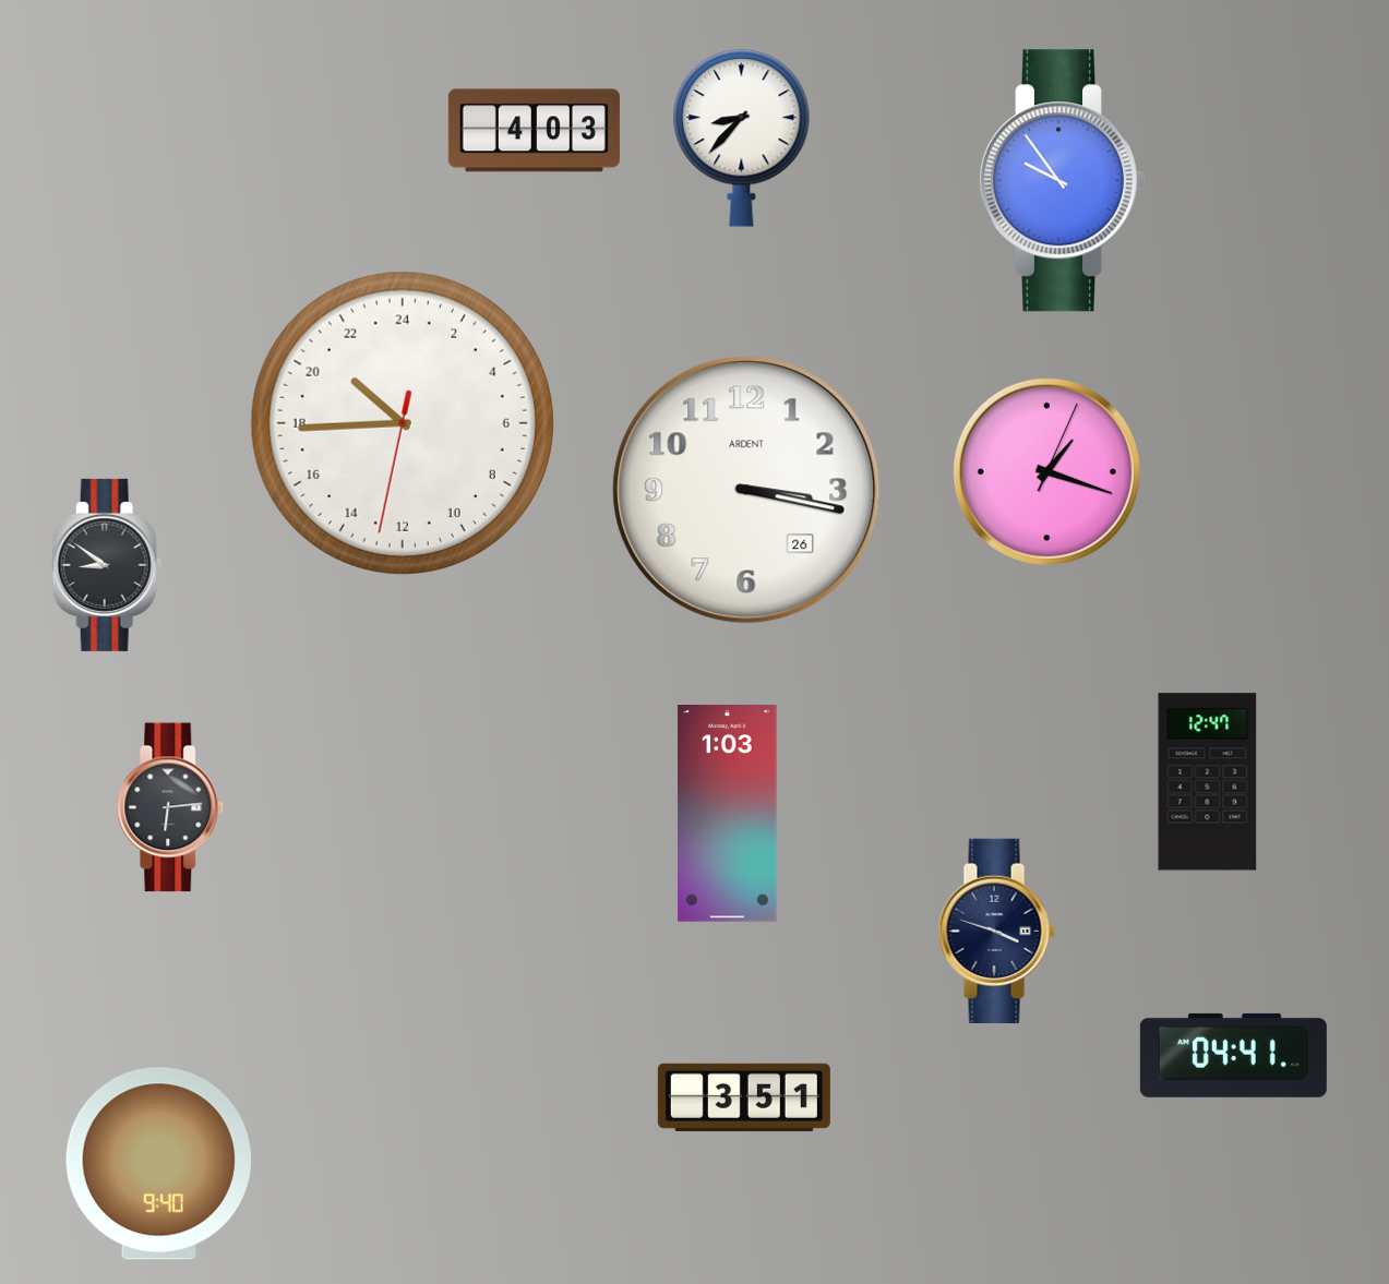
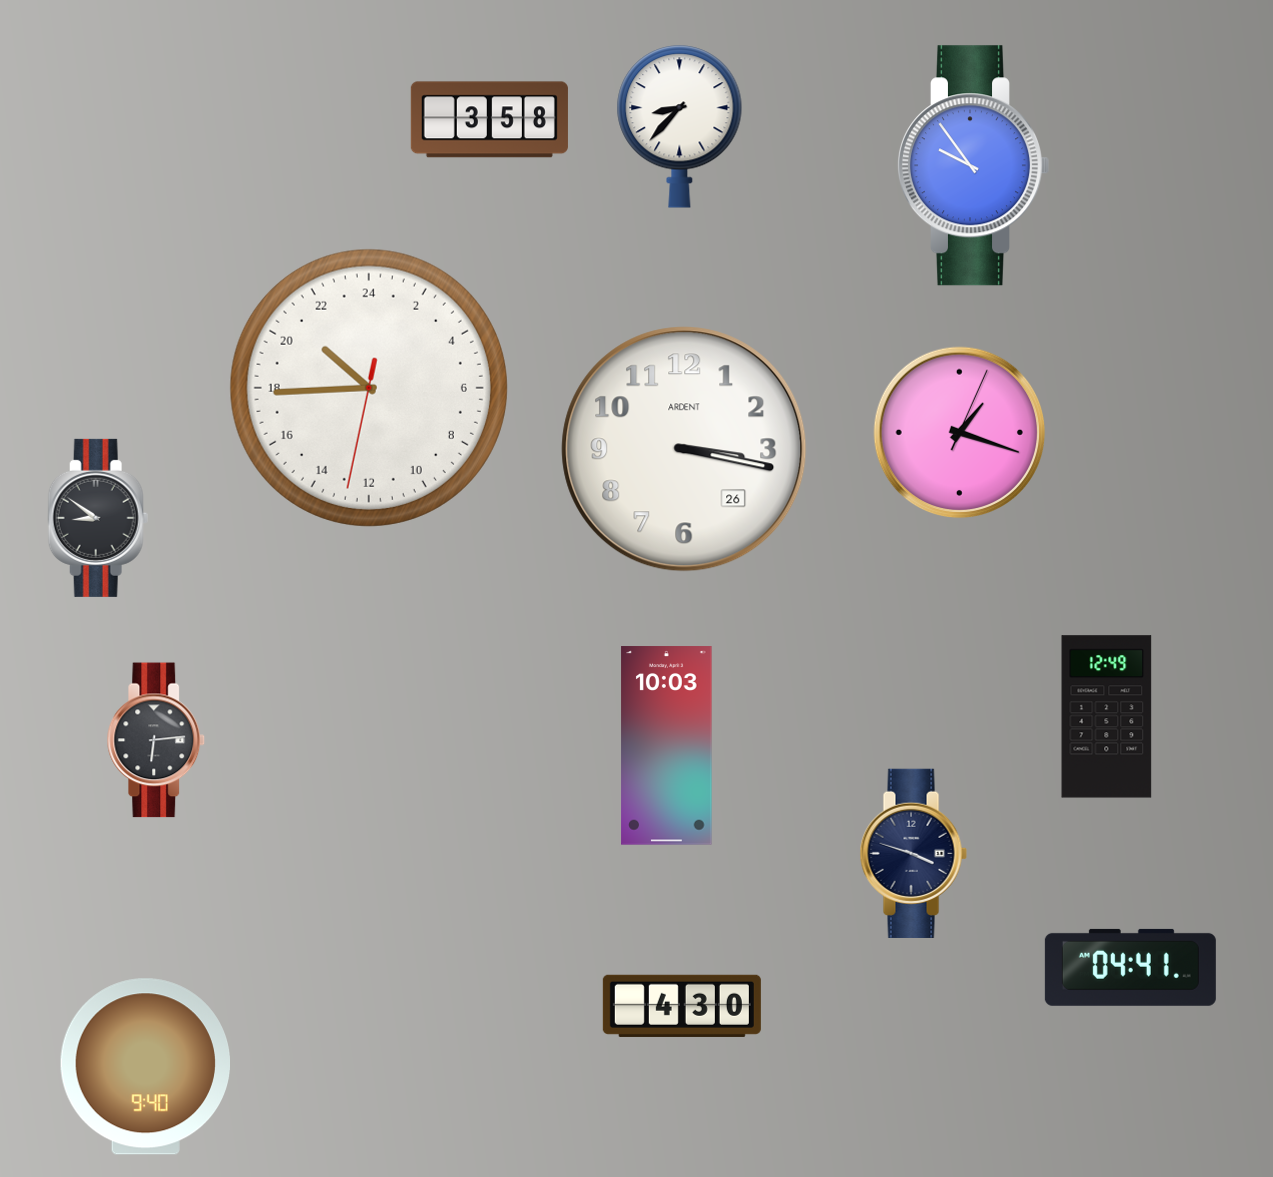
clock at (534, 131): 4:03 -> 3:58
clock at (1208, 782): 12:47 -> 12:49
clock at (728, 814): 1:03 -> 10:03
clock at (744, 1097): 3:51 -> 4:30
